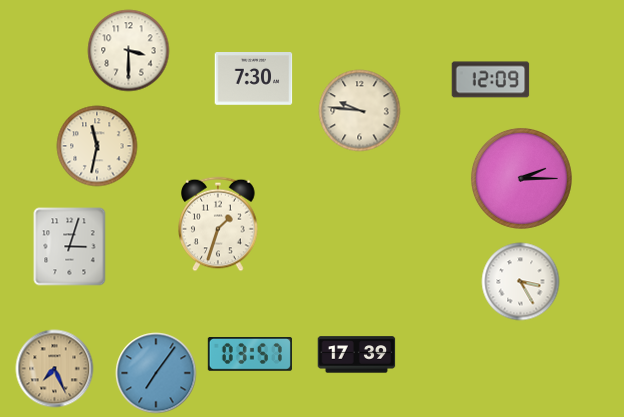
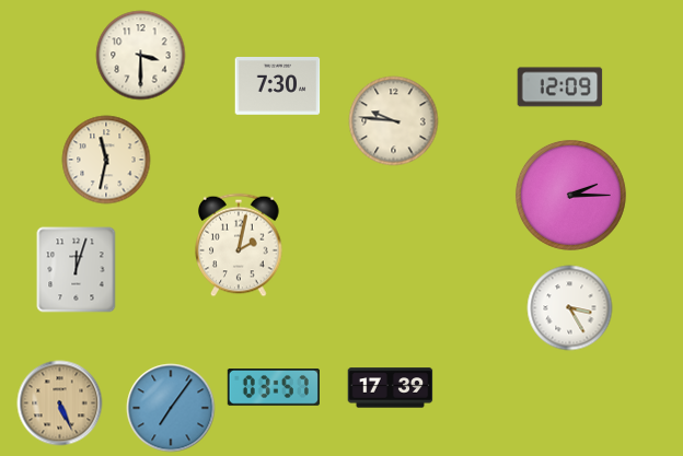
clock at (490, 80) position: (490, 80) -> (559, 87)
clock at (218, 224): 1:33 -> 2:02
clock at (70, 246): 3:03 -> 12:03
clock at (54, 368): 7:26 -> 5:26
